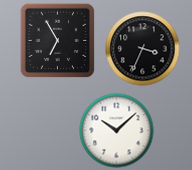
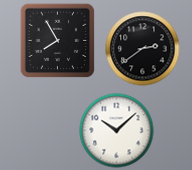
clock at (58, 41): 6:55 -> 7:55
clock at (143, 49): 3:34 -> 2:39
